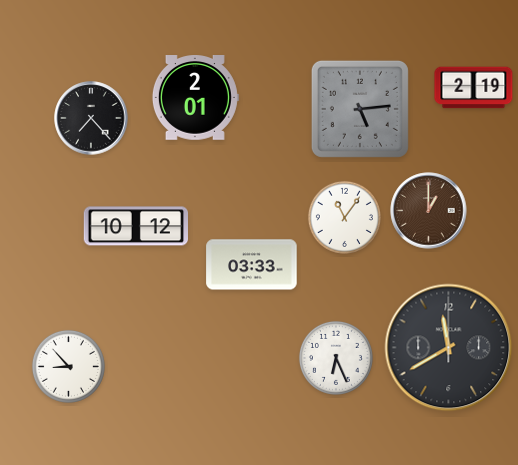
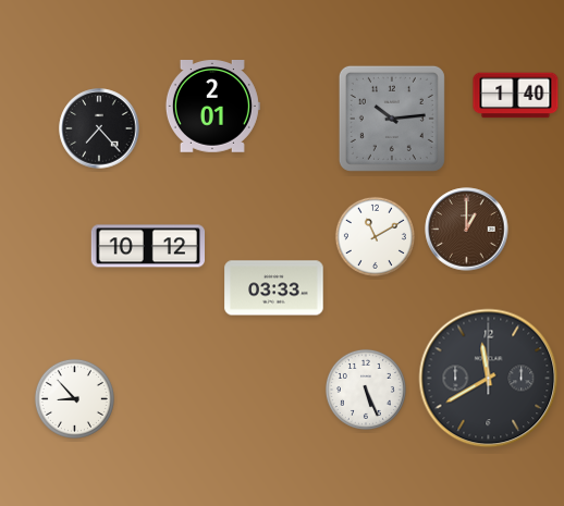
clock at (474, 88): 2:19 -> 1:40
clock at (360, 109): 5:14 -> 10:14
clock at (344, 217): 11:06 -> 11:10
clock at (336, 358): 6:26 -> 5:26
